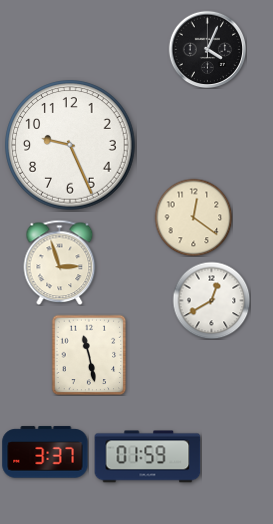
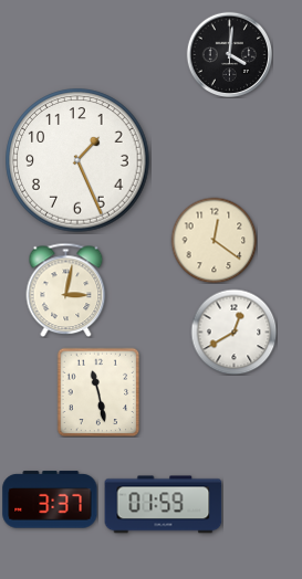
clock at (207, 49): 4:04 -> 4:01
clock at (70, 145): 9:26 -> 1:26
clock at (60, 262): 2:57 -> 3:02
